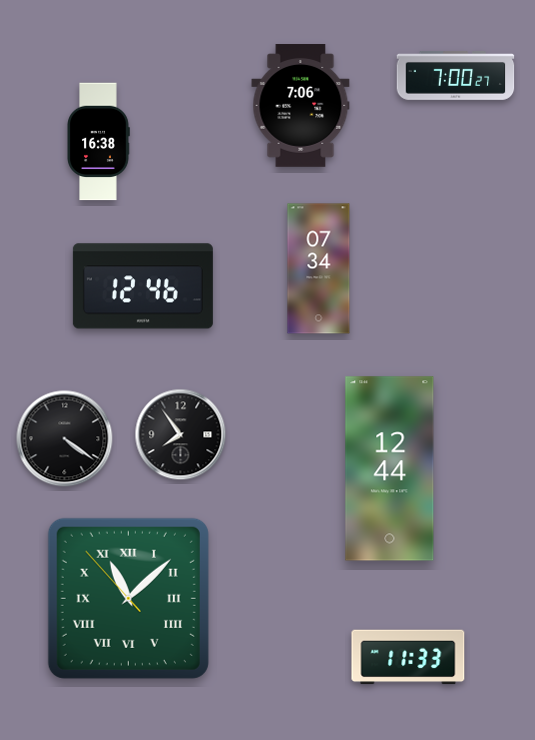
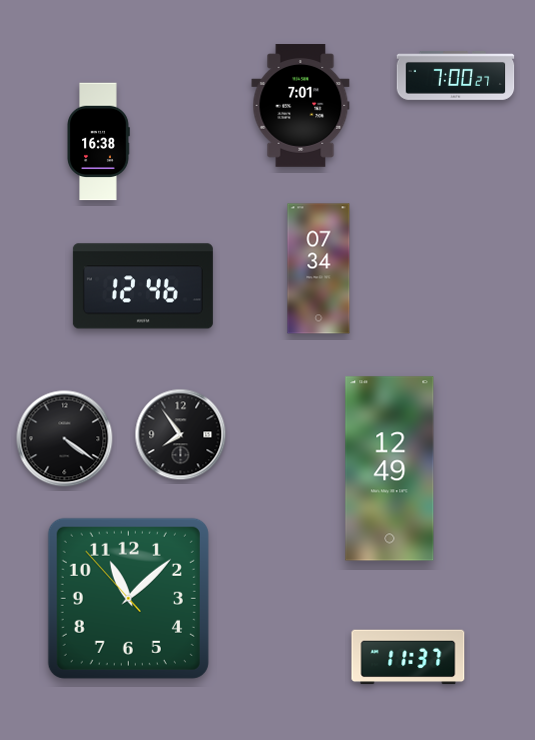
clock at (301, 106): 7:06 -> 7:01
clock at (390, 469): 12:44 -> 12:49
clock at (128, 598) numerals: Roman -> Arabic
clock at (408, 657): 11:33 -> 11:37
